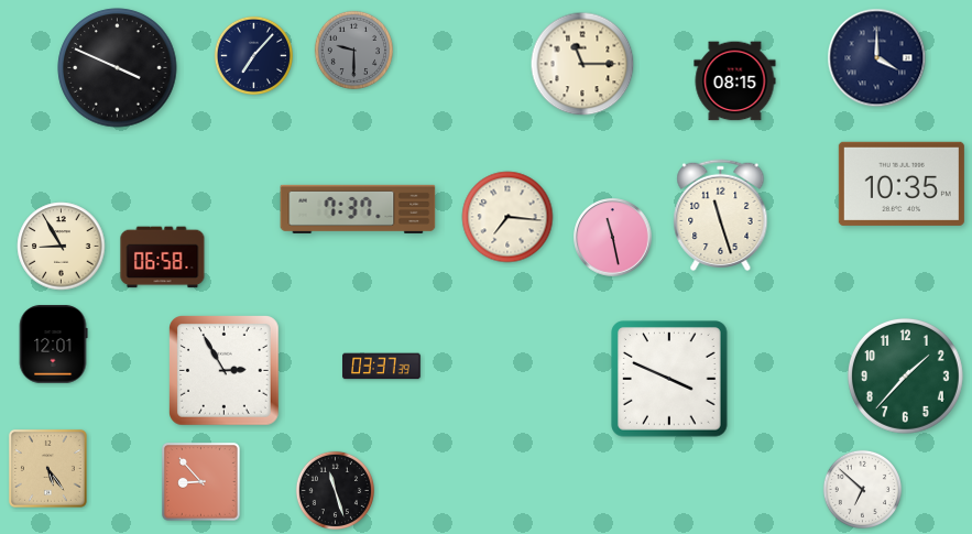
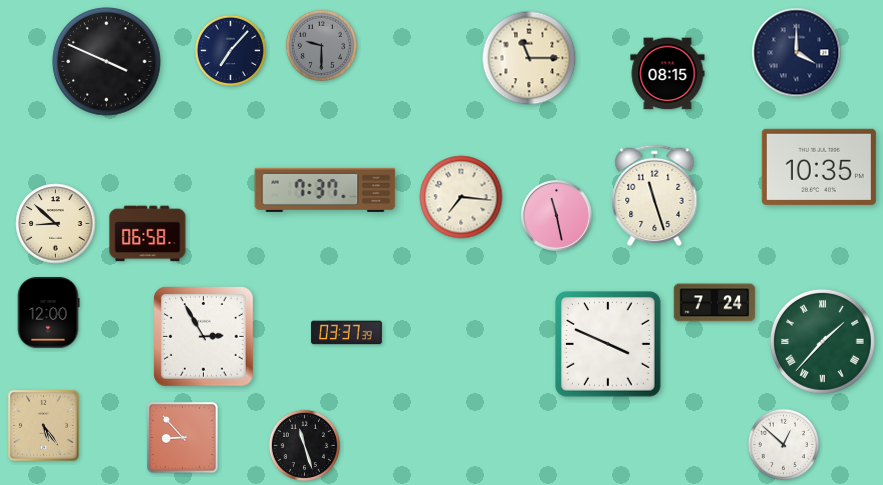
clock at (62, 247): 8:55 -> 8:52
clock at (715, 303): none -> 7:24
clock at (53, 345): 12:01 -> 12:00
clock at (905, 375) numerals: Arabic -> Roman
clock at (862, 489): 6:52 -> 12:52
